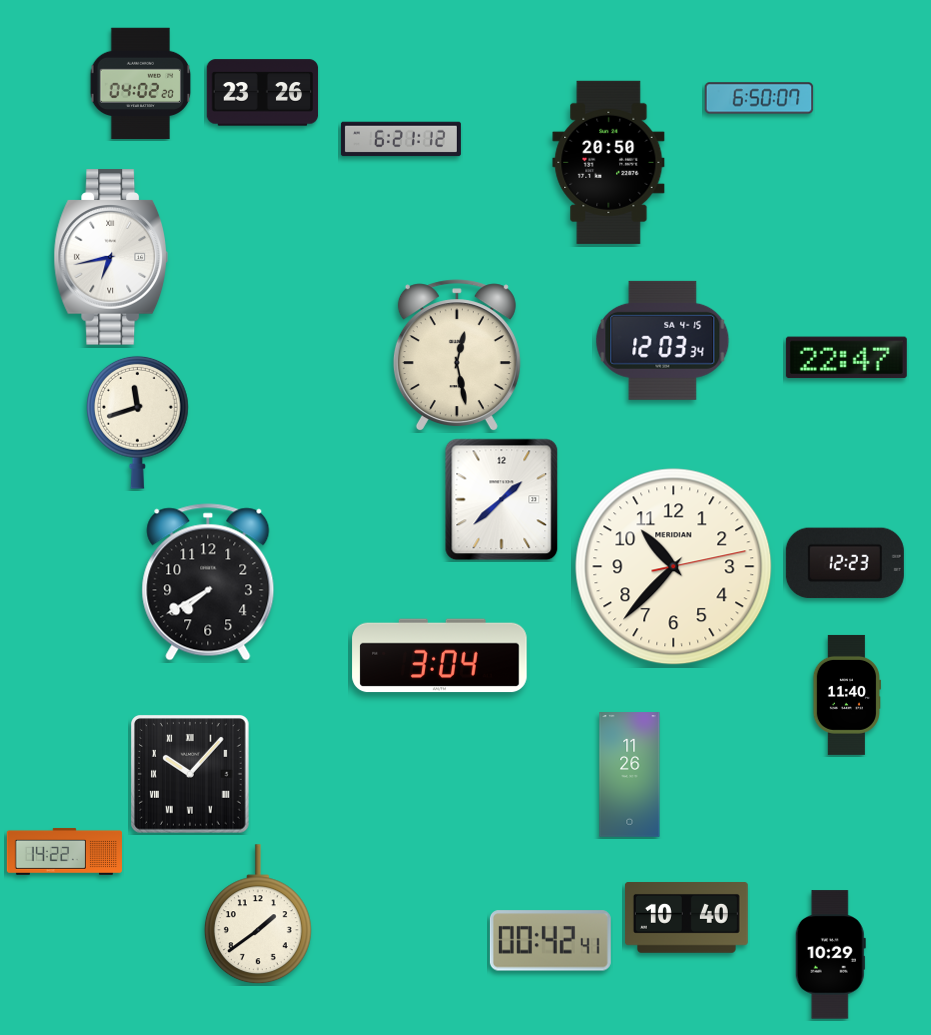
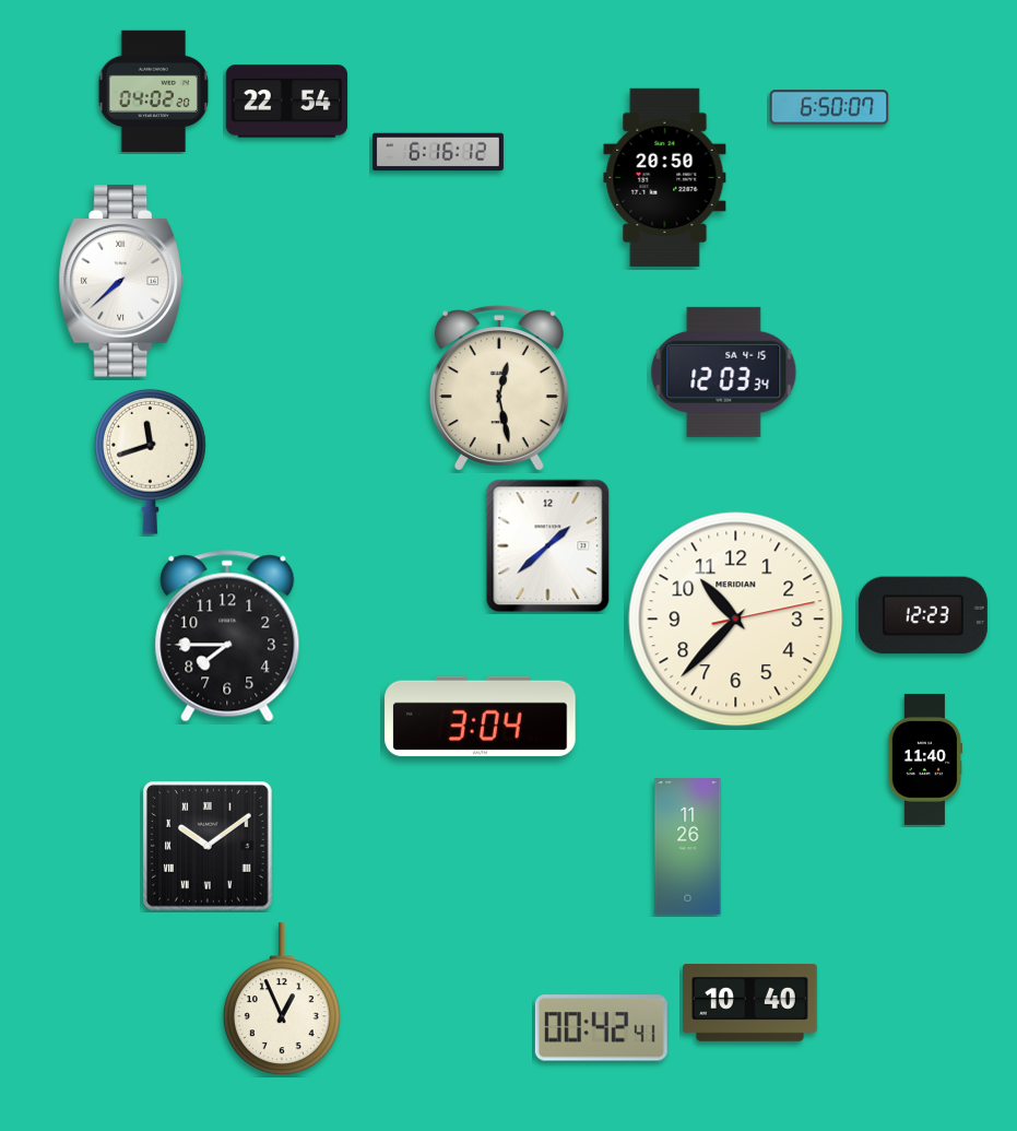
clock at (263, 93): 23:26 -> 22:54
clock at (401, 139): 6:21 -> 6:16
clock at (110, 257): 6:43 -> 7:38
clock at (846, 358): 22:47 -> none
clock at (208, 582): 7:40 -> 7:45
clock at (191, 775): 10:07 -> 10:09
clock at (64, 851): 14:22 -> none
clock at (258, 915): 1:39 -> 12:56
clock at (830, 955): 10:29 -> none
